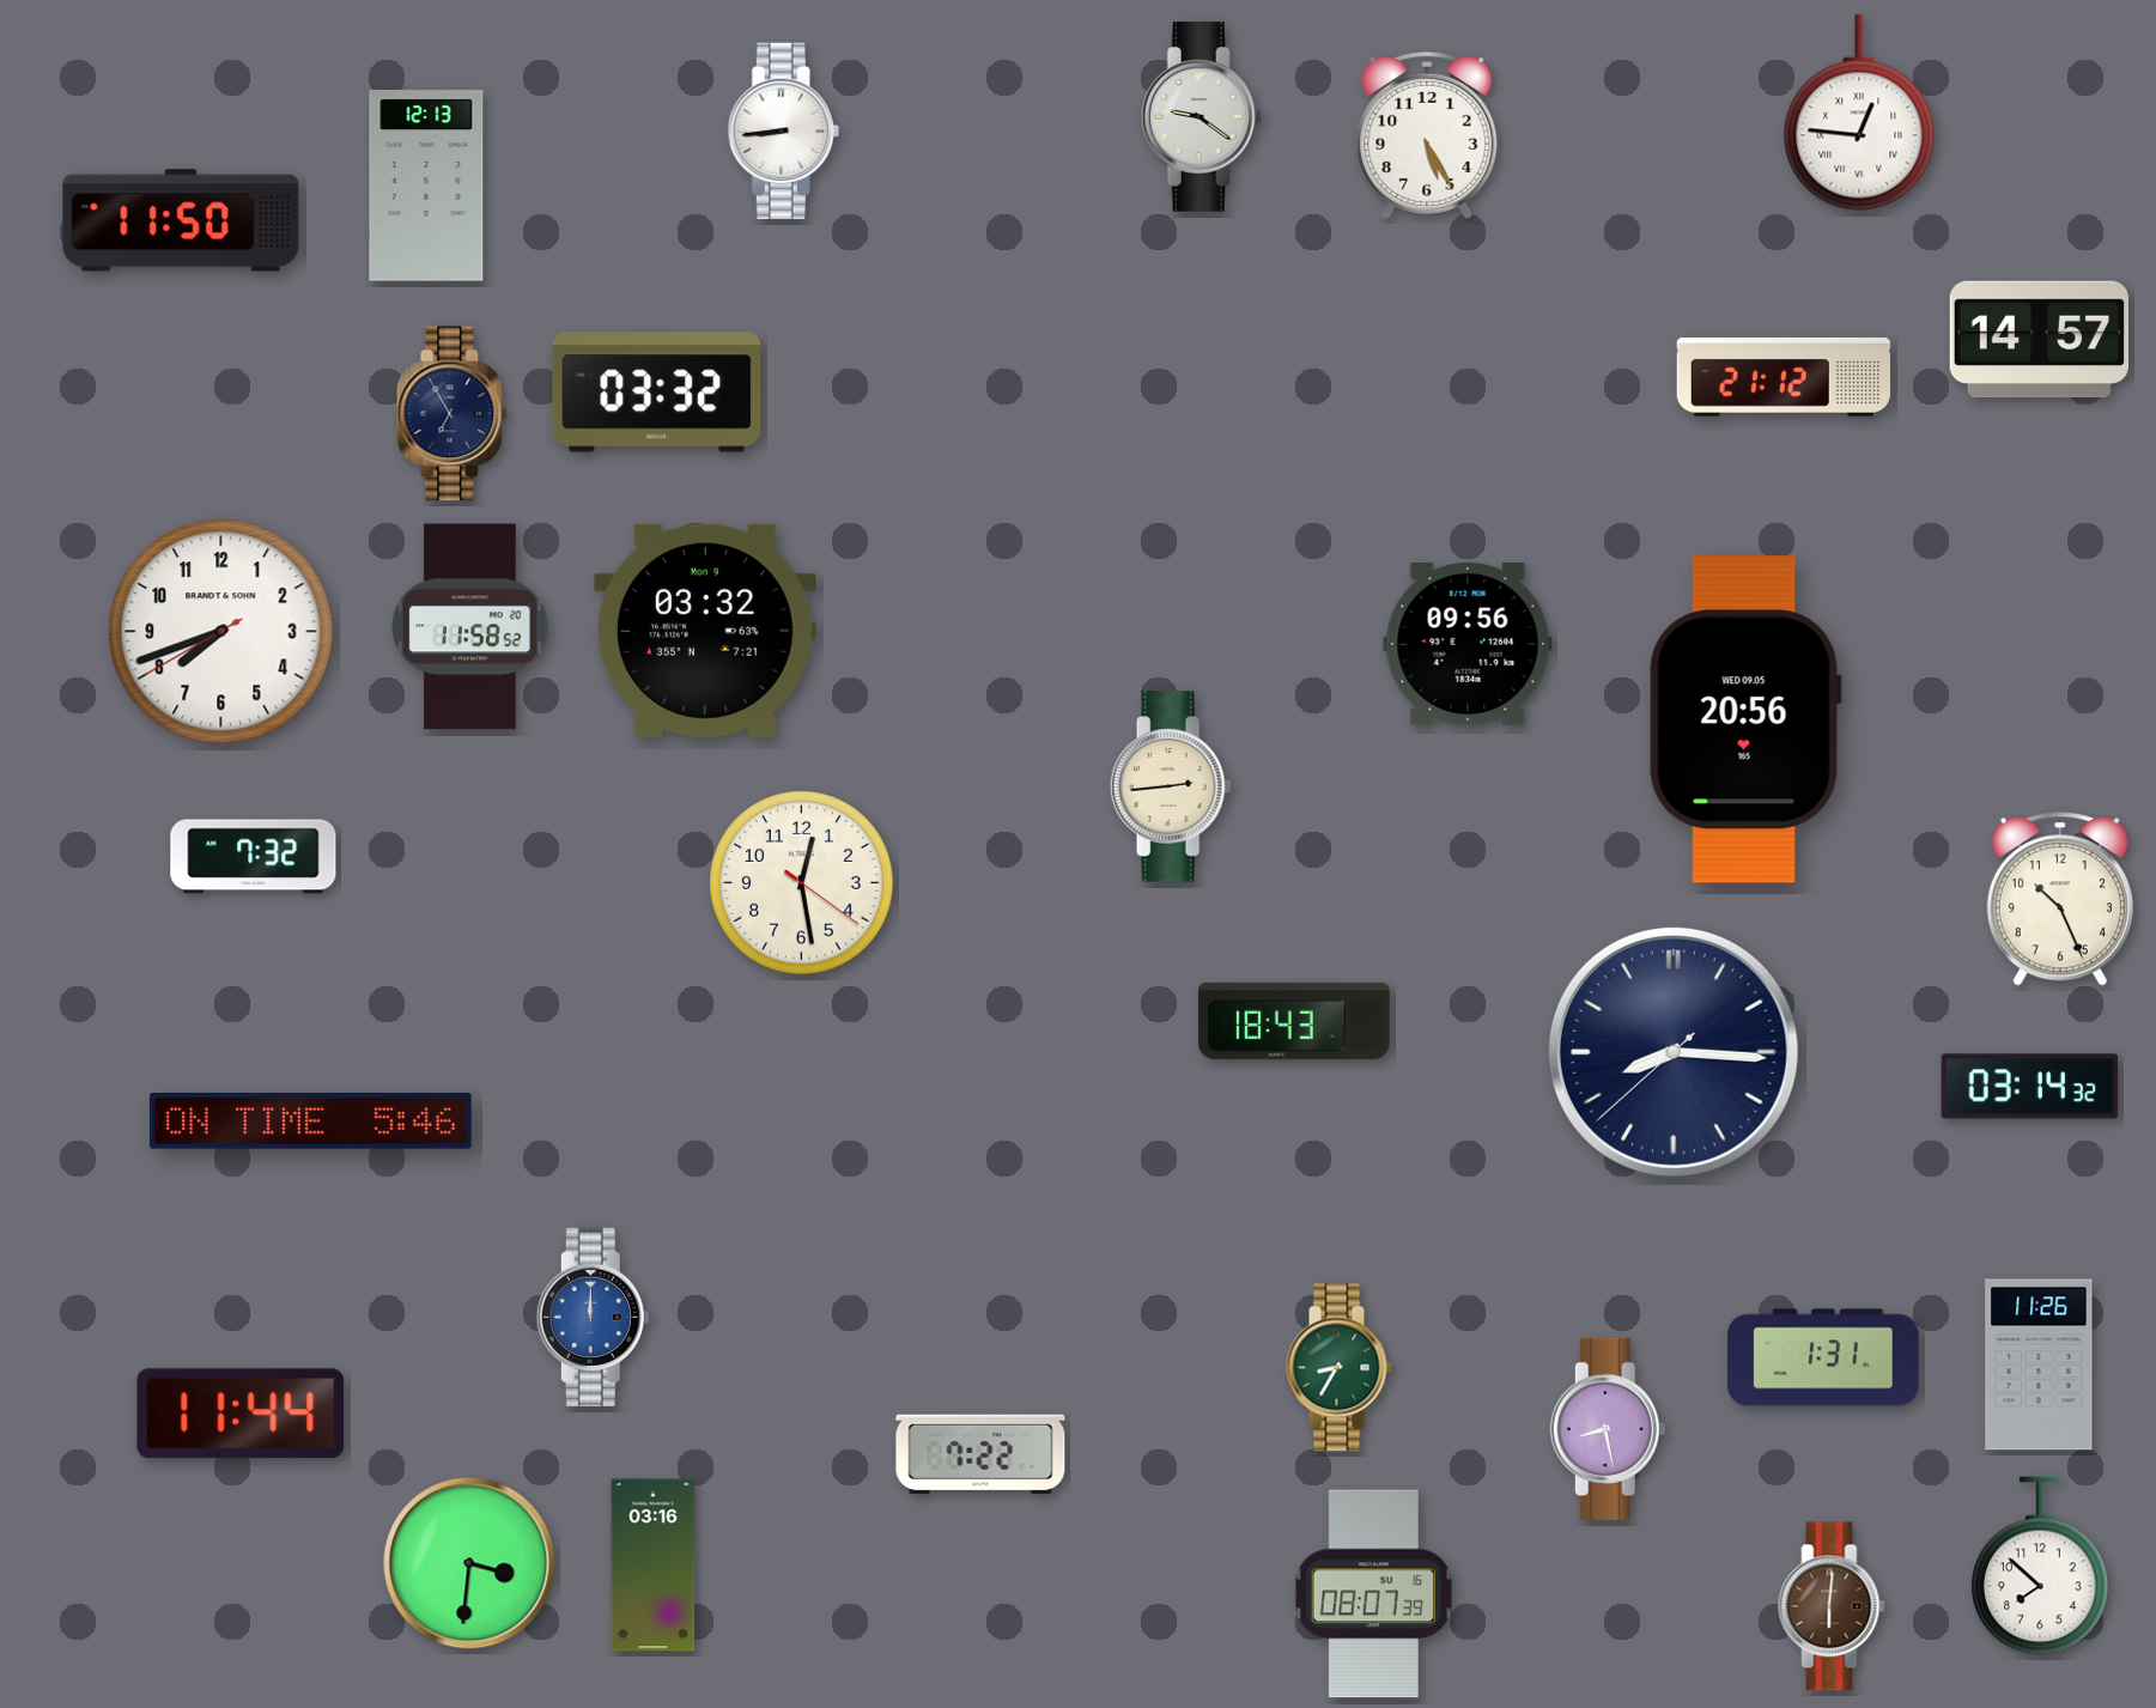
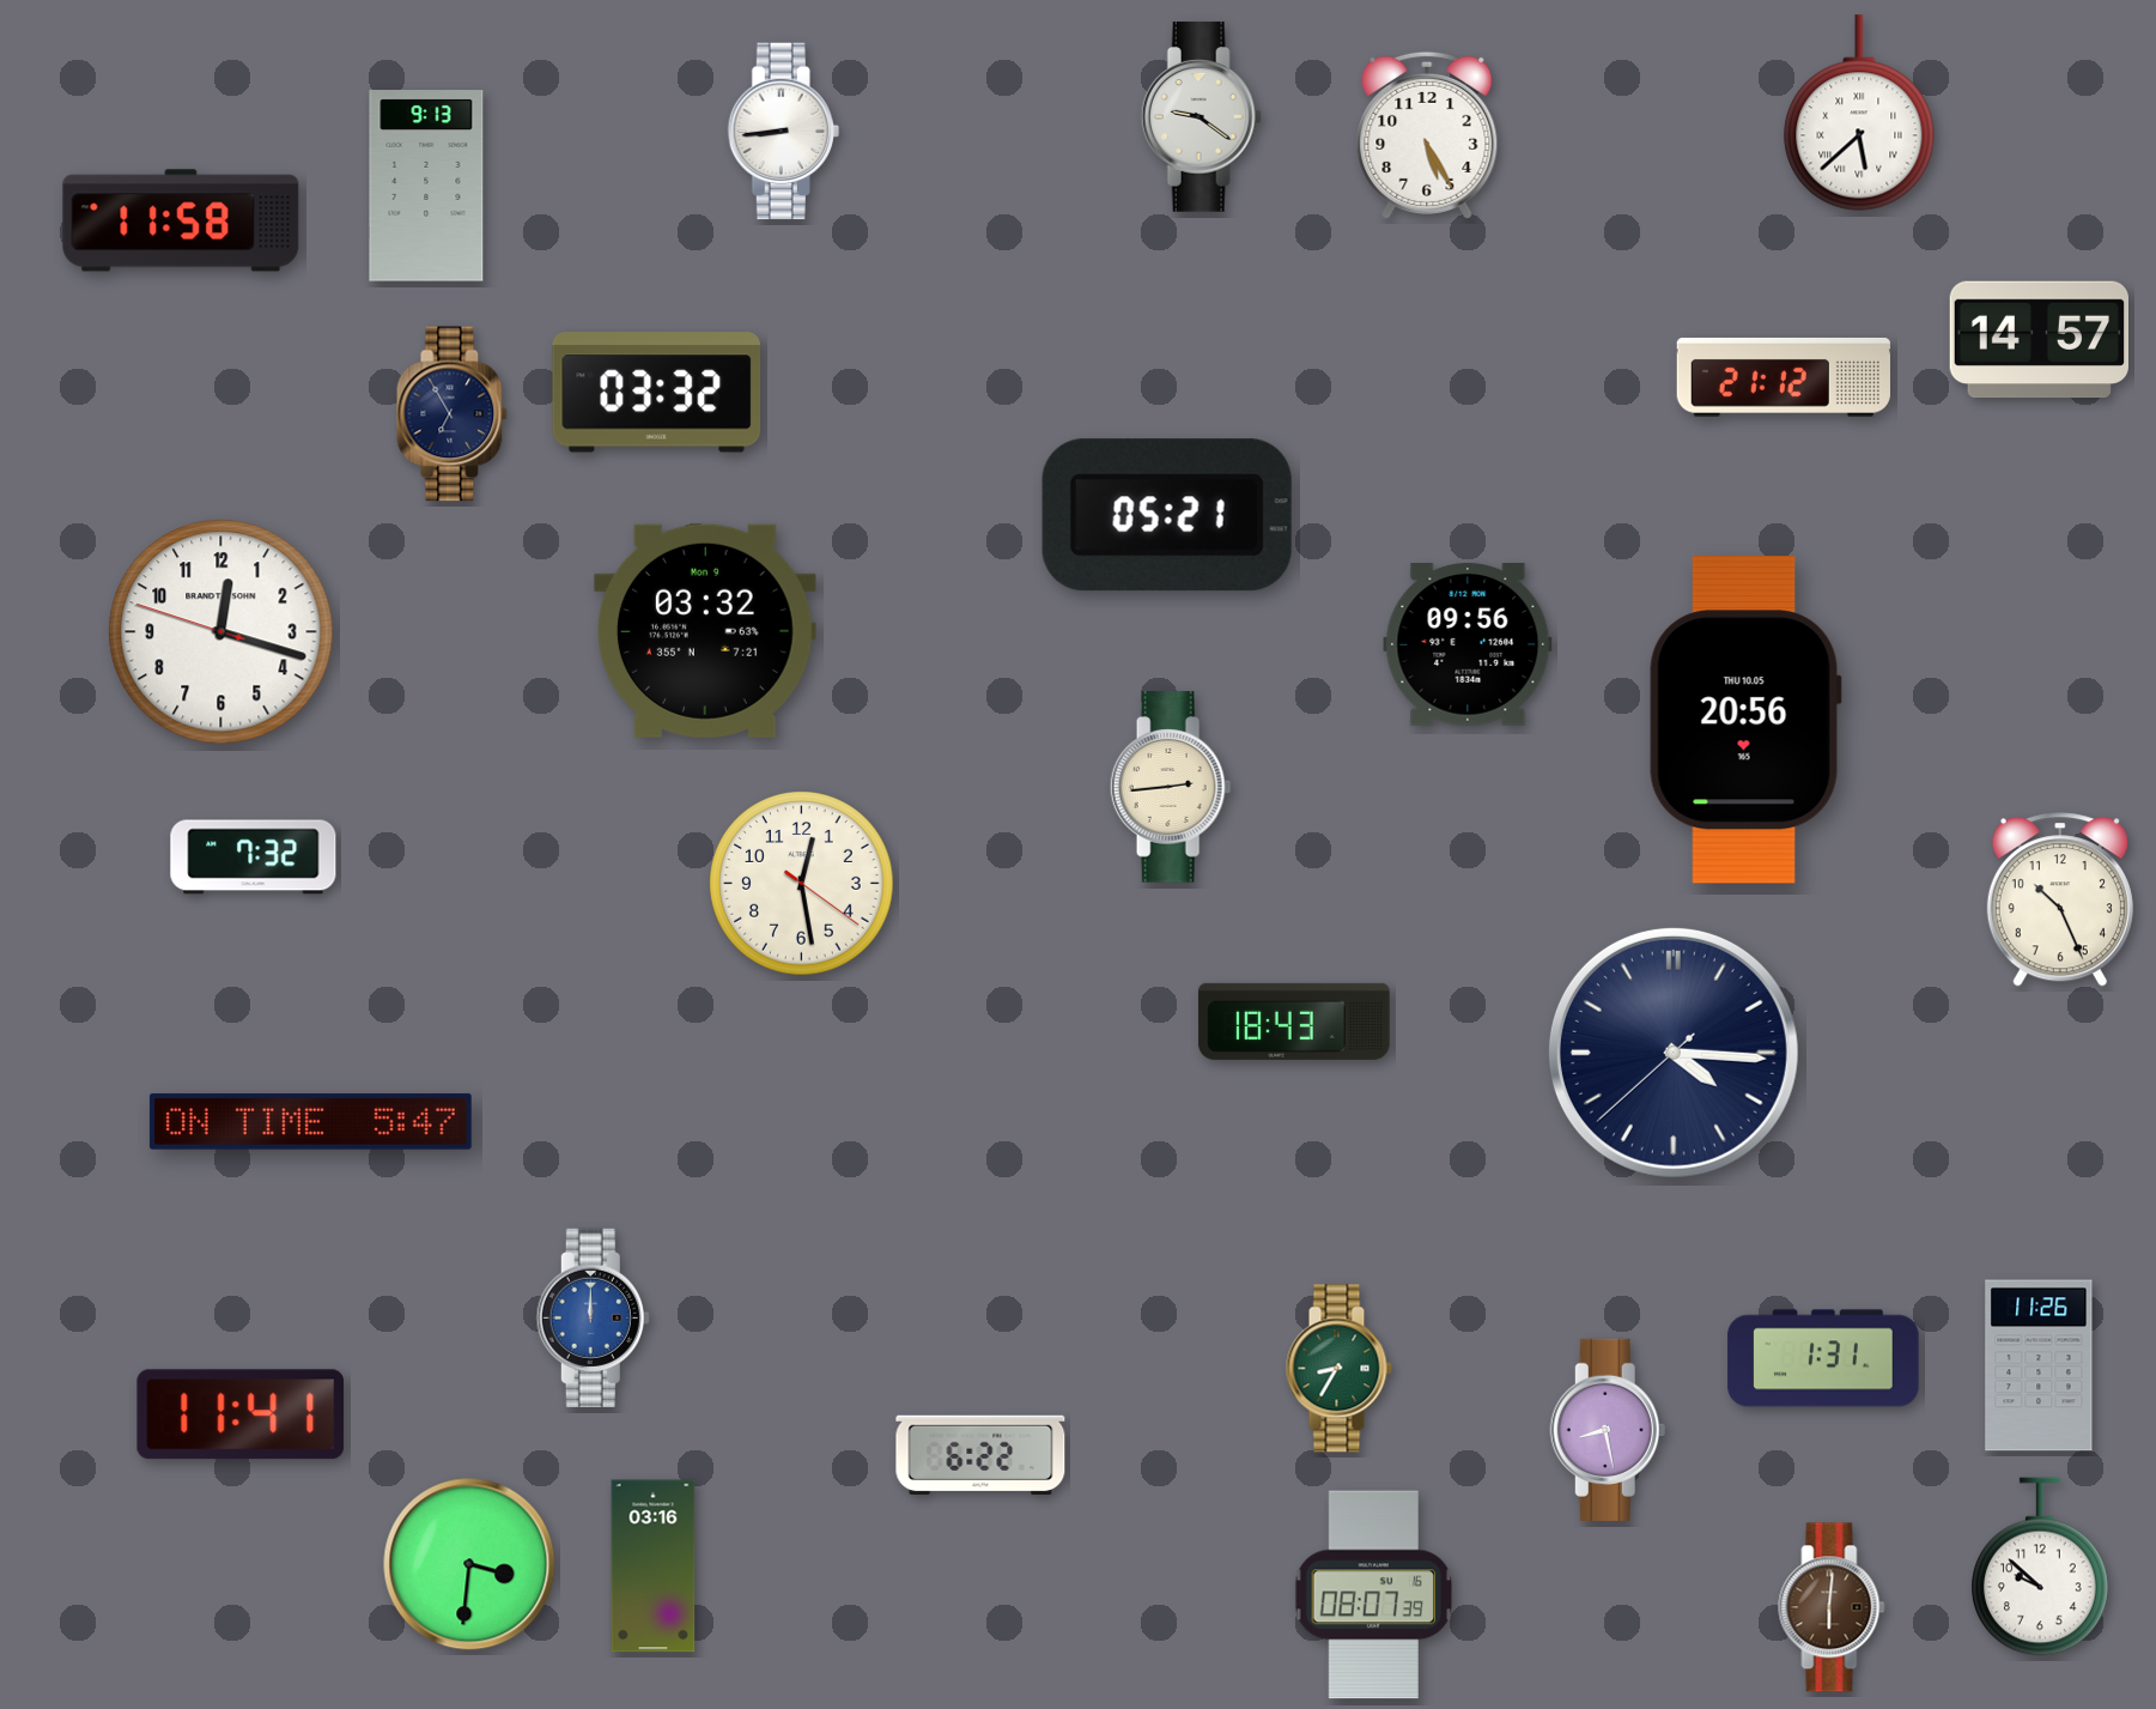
clock at (1859, 113): 12:46 -> 5:38
clock at (426, 186): 12:13 -> 9:13
clock at (181, 220): 11:50 -> 11:58
clock at (1167, 515): none -> 05:21
clock at (470, 627): 11:58 -> none
clock at (221, 632): 7:41 -> 12:17
clock at (1745, 719) date: WED 09.05 -> THU 10.05
clock at (1674, 1052): 8:15 -> 4:15
clock at (2030, 1087): 03:14 -> none
clock at (310, 1120): 5:46 -> 5:47
clock at (241, 1414): 11:44 -> 11:41
clock at (980, 1453): 7:22 -> 6:22
clock at (2041, 1566): 7:52 -> 9:52
